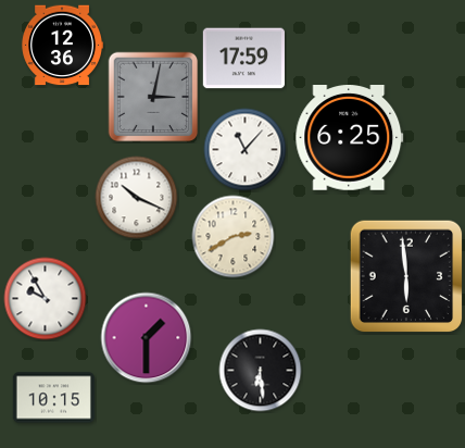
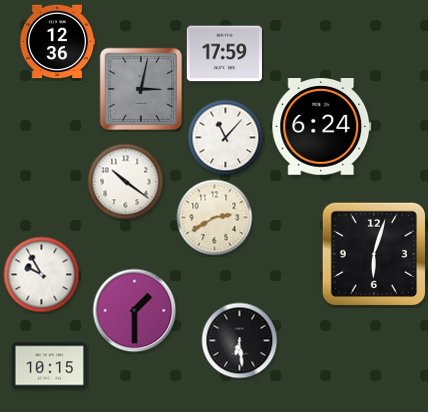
clock at (350, 138): 6:25 -> 6:24
clock at (137, 198): 10:19 -> 10:21
clock at (406, 276): 5:59 -> 6:03
